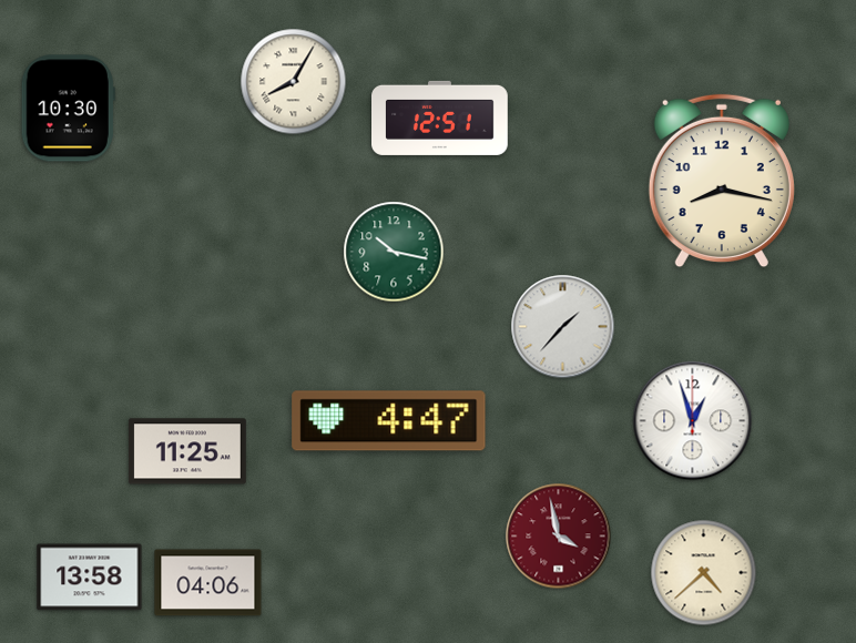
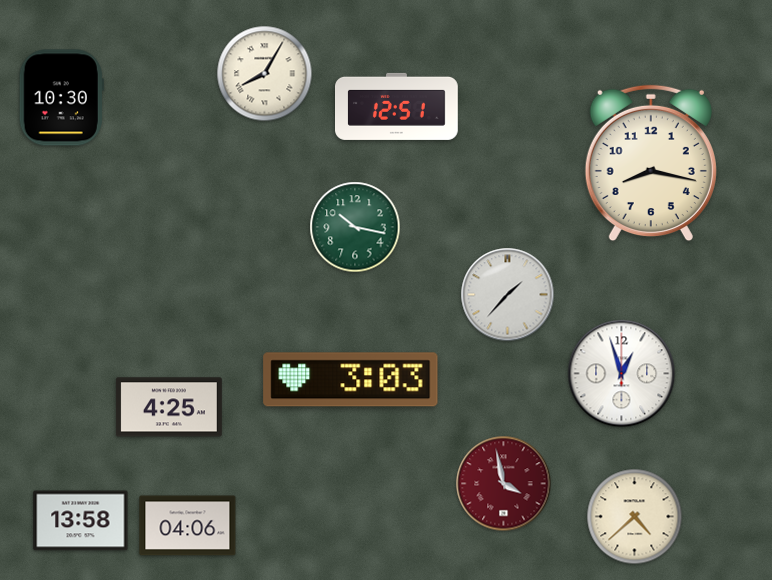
clock at (389, 421): 4:47 -> 3:03
clock at (693, 421) position: (693, 421) -> (622, 374)
clock at (187, 451): 11:25 -> 4:25
